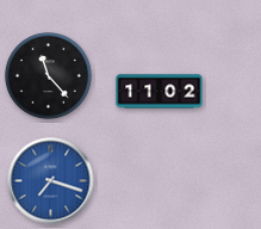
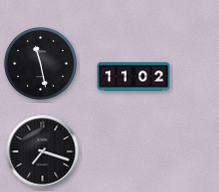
clock at (49, 76): 11:23 -> 11:28
clock at (51, 181) dial: blue -> black
